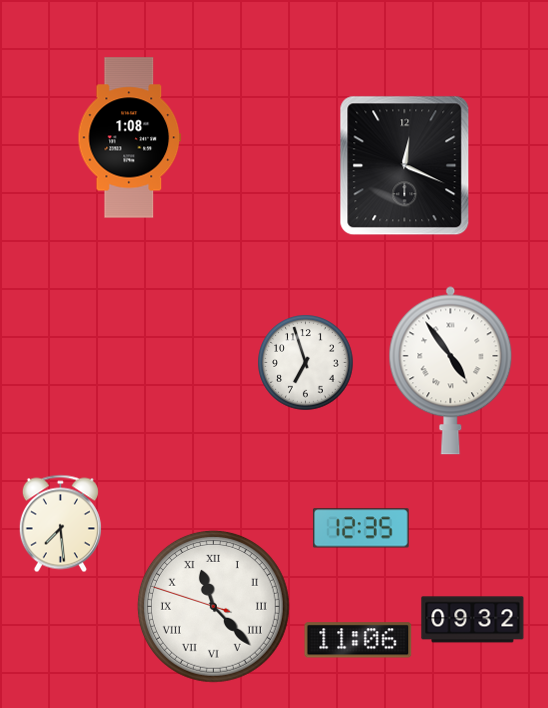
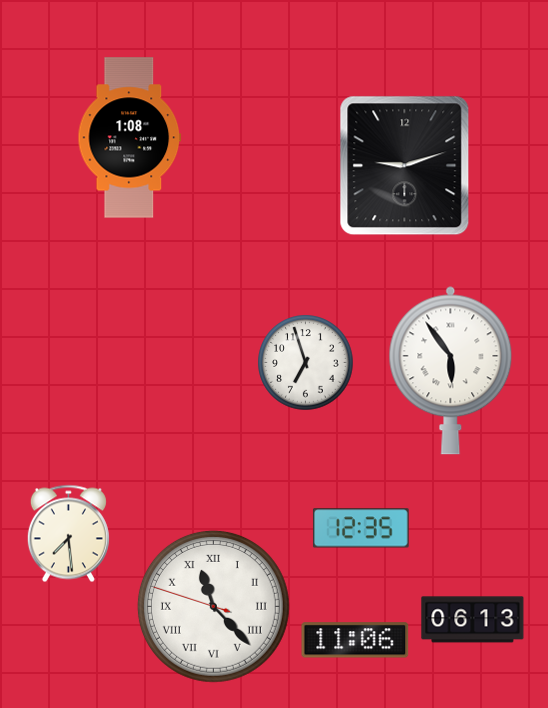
clock at (405, 166): 12:19 -> 9:12
clock at (451, 370): 4:54 -> 5:54
clock at (60, 524) position: (60, 524) -> (68, 534)
clock at (473, 620): 09:32 -> 06:13
clock at (358, 640) position: (358, 640) -> (355, 640)
